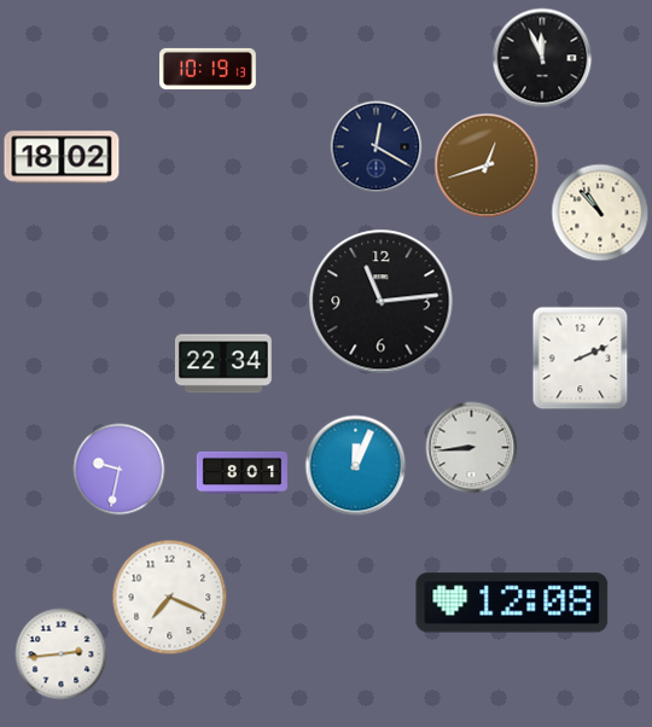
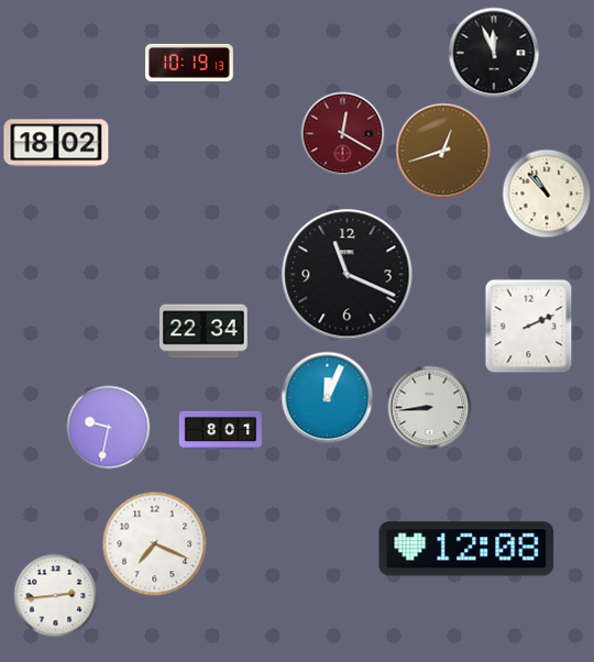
clock at (377, 147) dial: navy -> burgundy
clock at (382, 302): 11:14 -> 11:19
clock at (356, 466) position: (356, 466) -> (328, 398)
